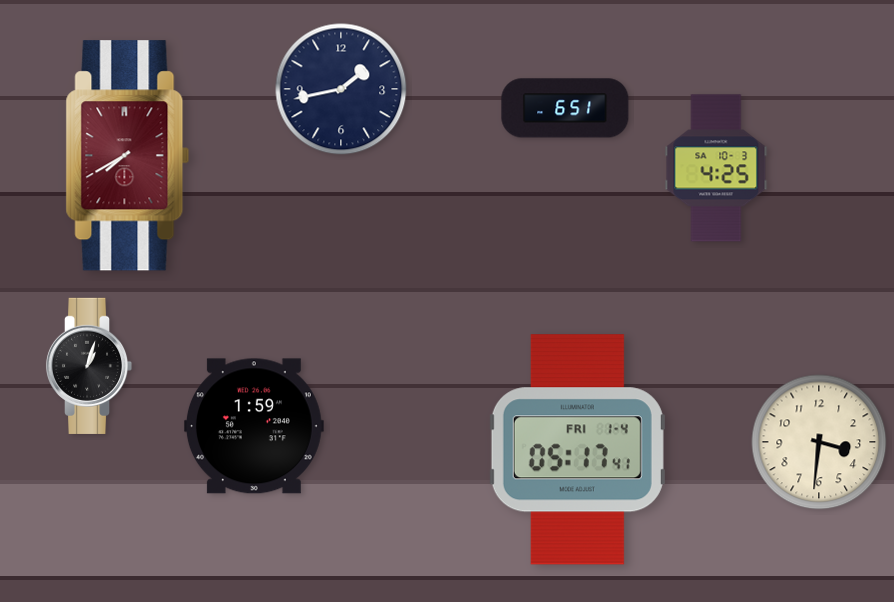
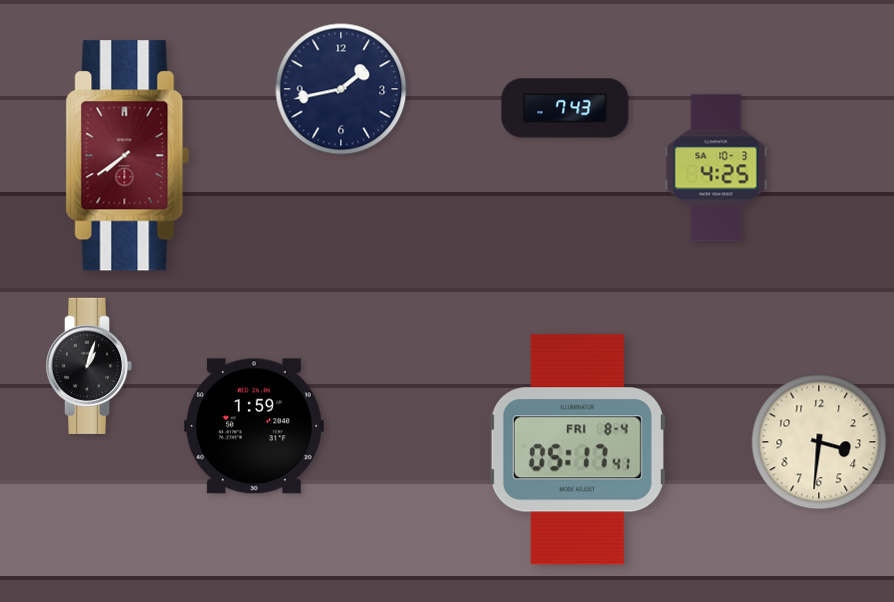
clock at (565, 108): 6:51 -> 7:43
clock at (128, 156): 7:40 -> 7:39
clock at (577, 450) date: FRI 1-4 -> FRI 8-4
